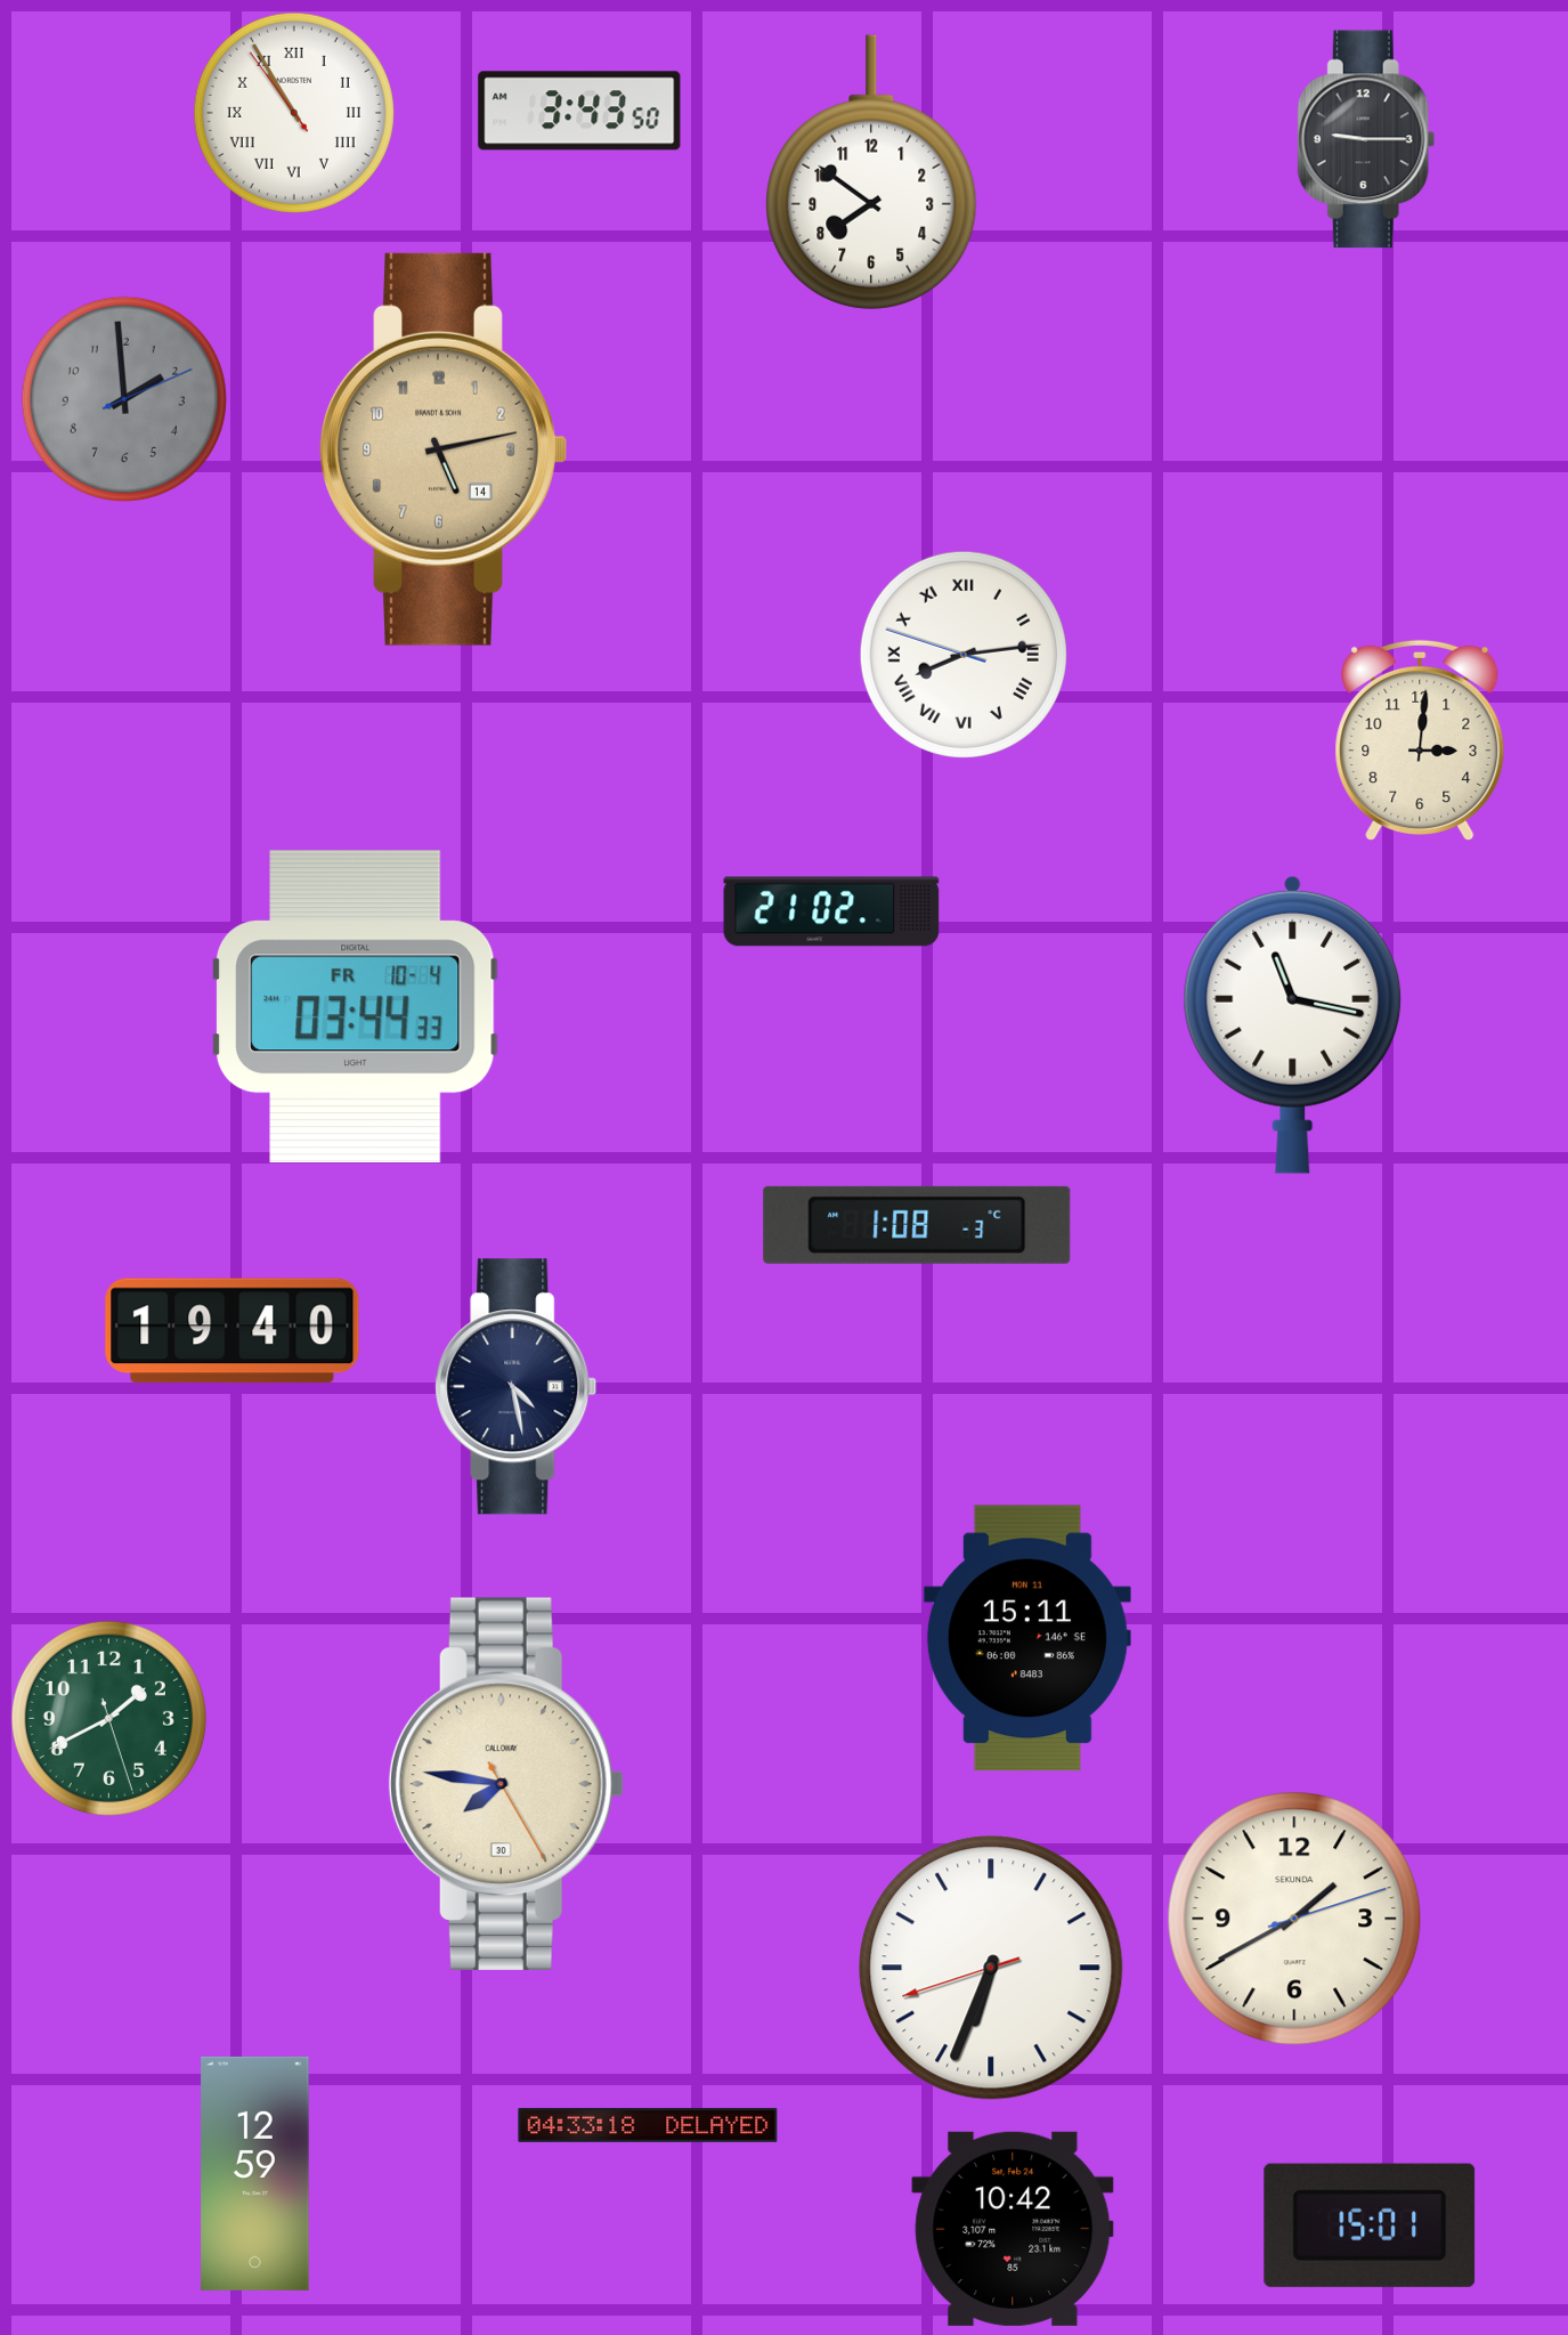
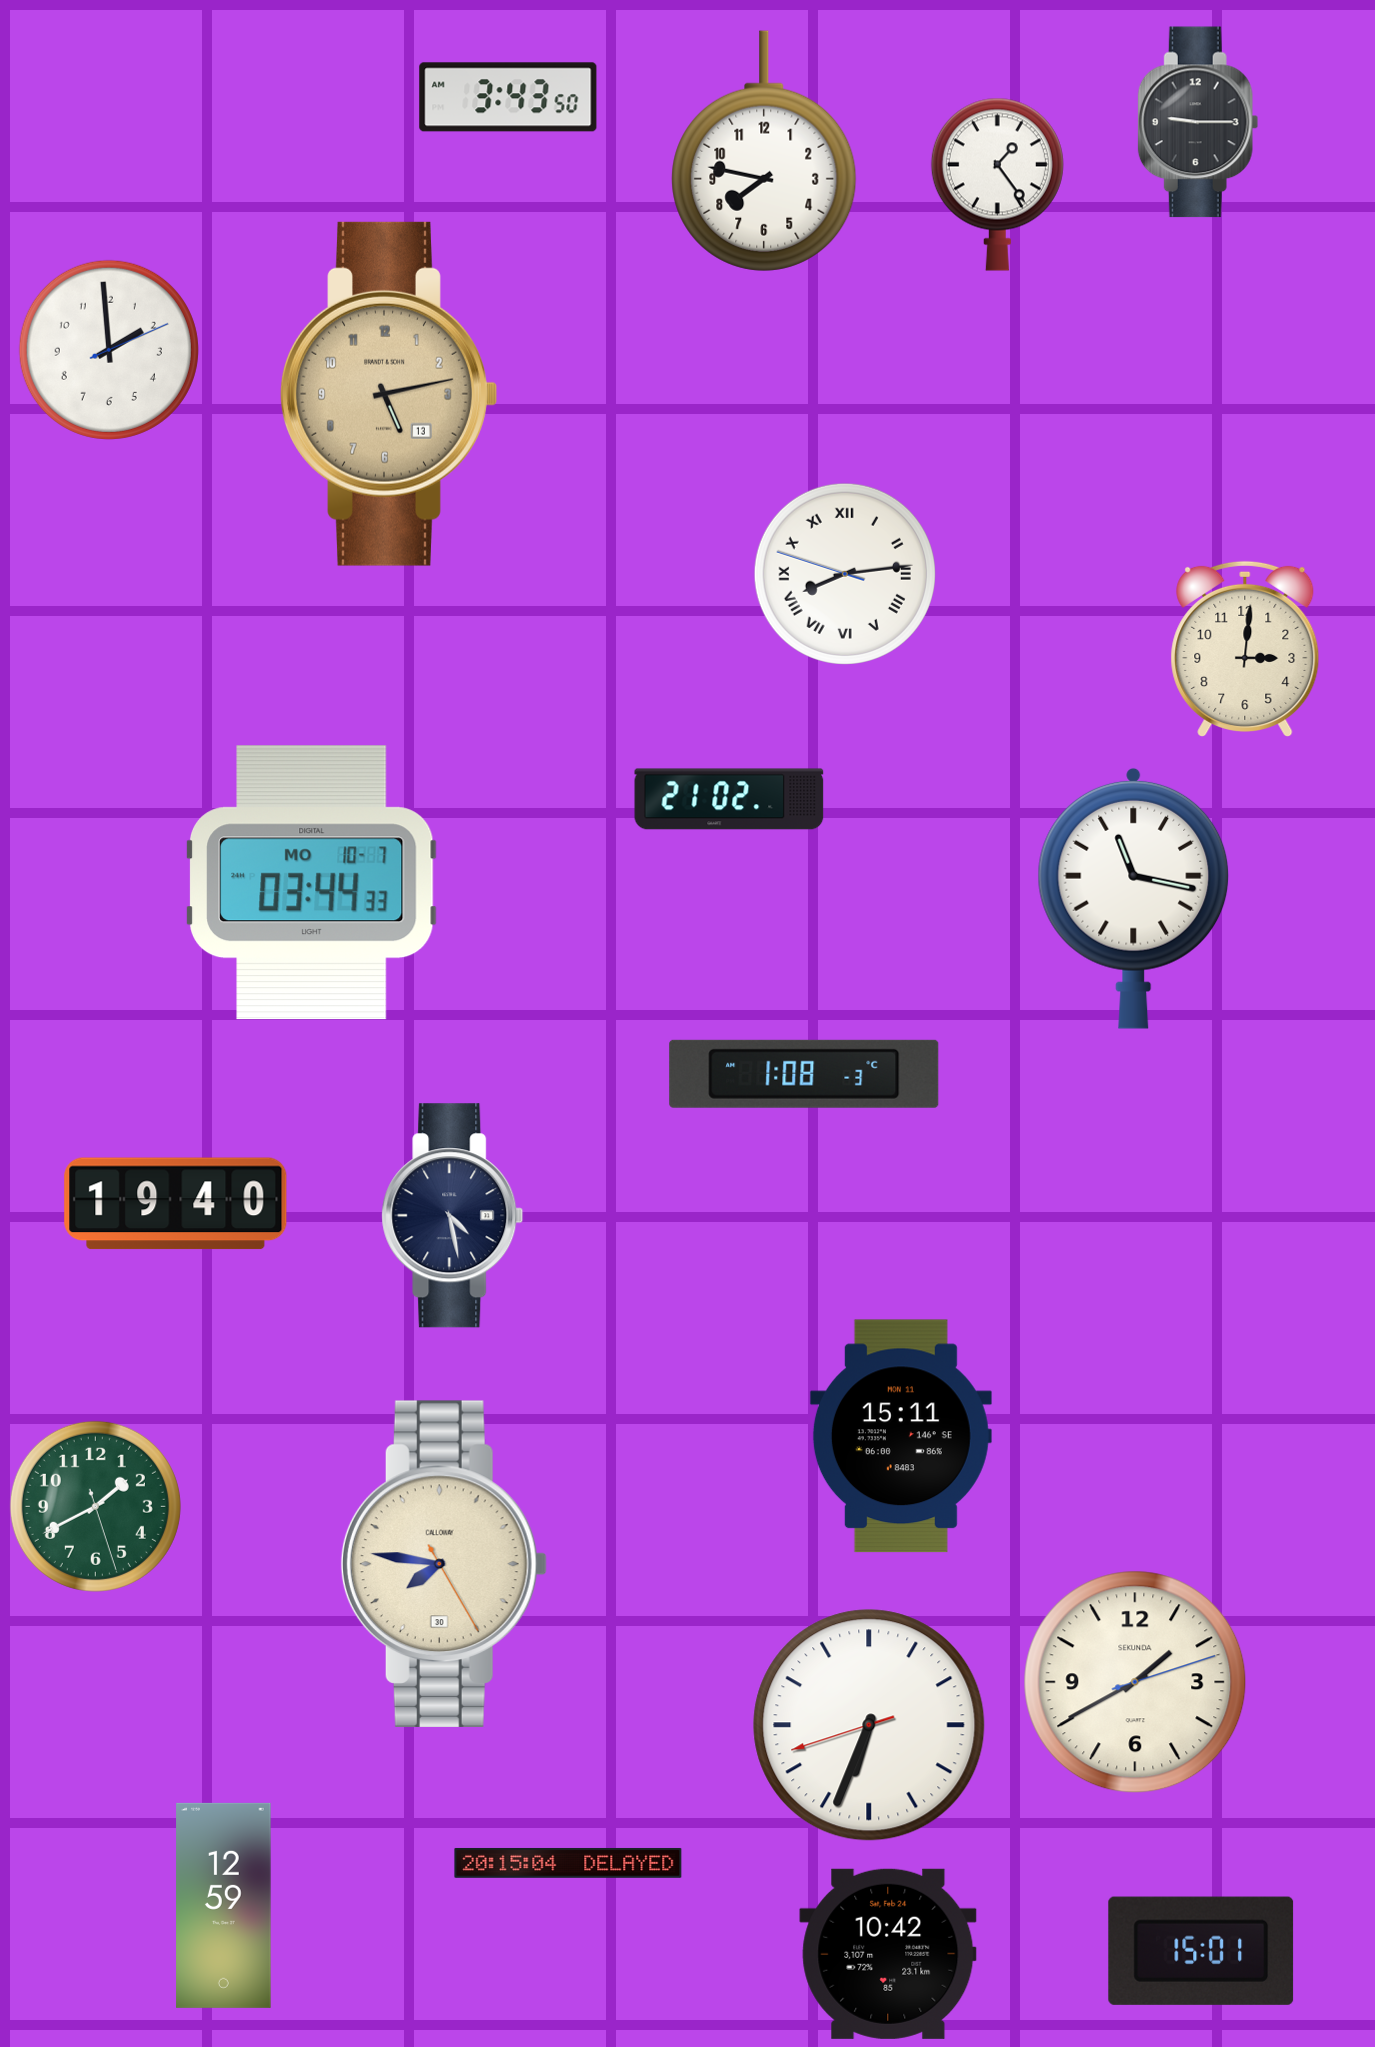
clock at (294, 113): 10:54 -> none
clock at (871, 172): 7:51 -> 7:47
clock at (997, 184): none -> 1:24
clock at (124, 399) dial: grey -> white
clock at (444, 449) date: 14 -> 13
clock at (356, 1007) date: FR 10-4 -> MO 10-7
clock at (233, 1331) position: (233, 1331) -> (176, 1204)
clock at (648, 2125): 04:33 -> 20:15
